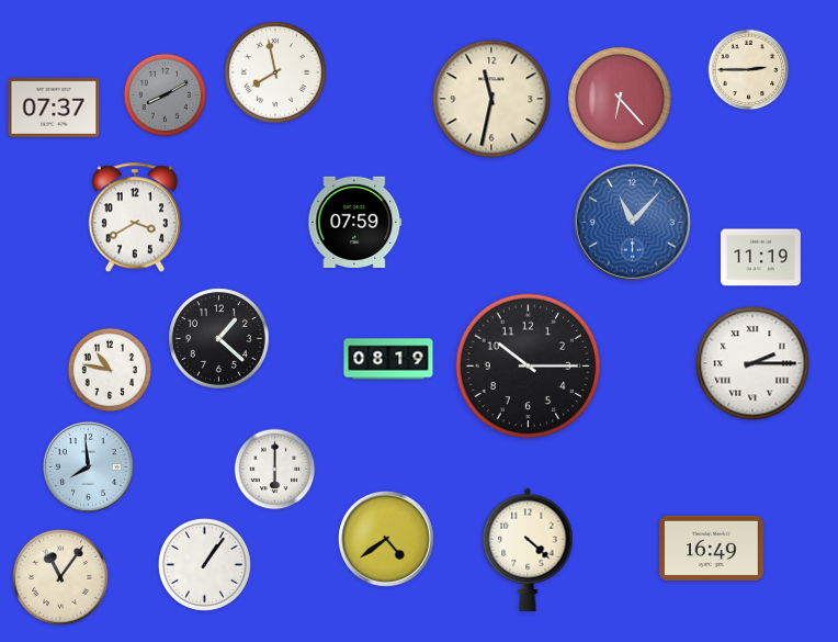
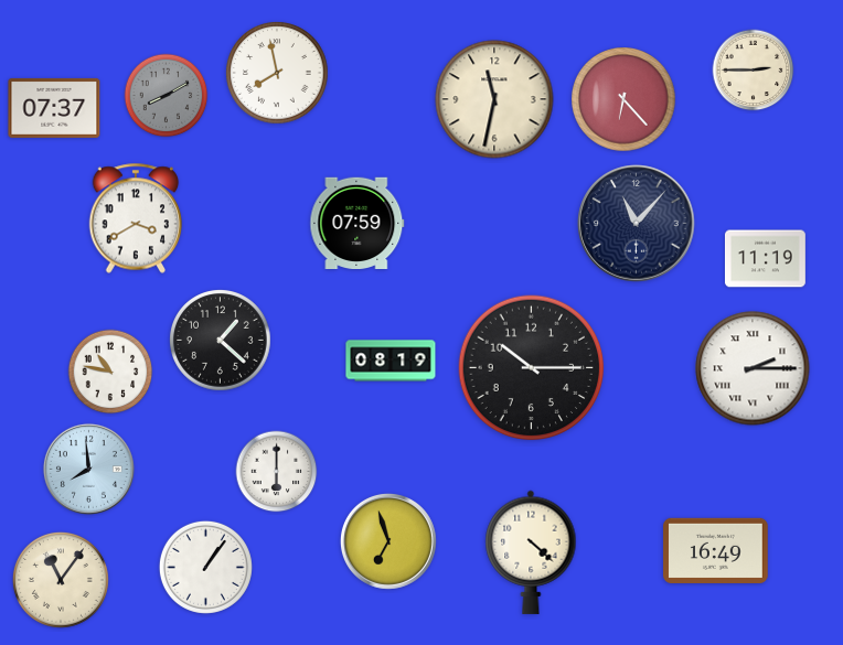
clock at (633, 223) dial: blue -> navy
clock at (752, 363) position: (752, 363) -> (753, 368)
clock at (386, 539): 4:39 -> 6:57
